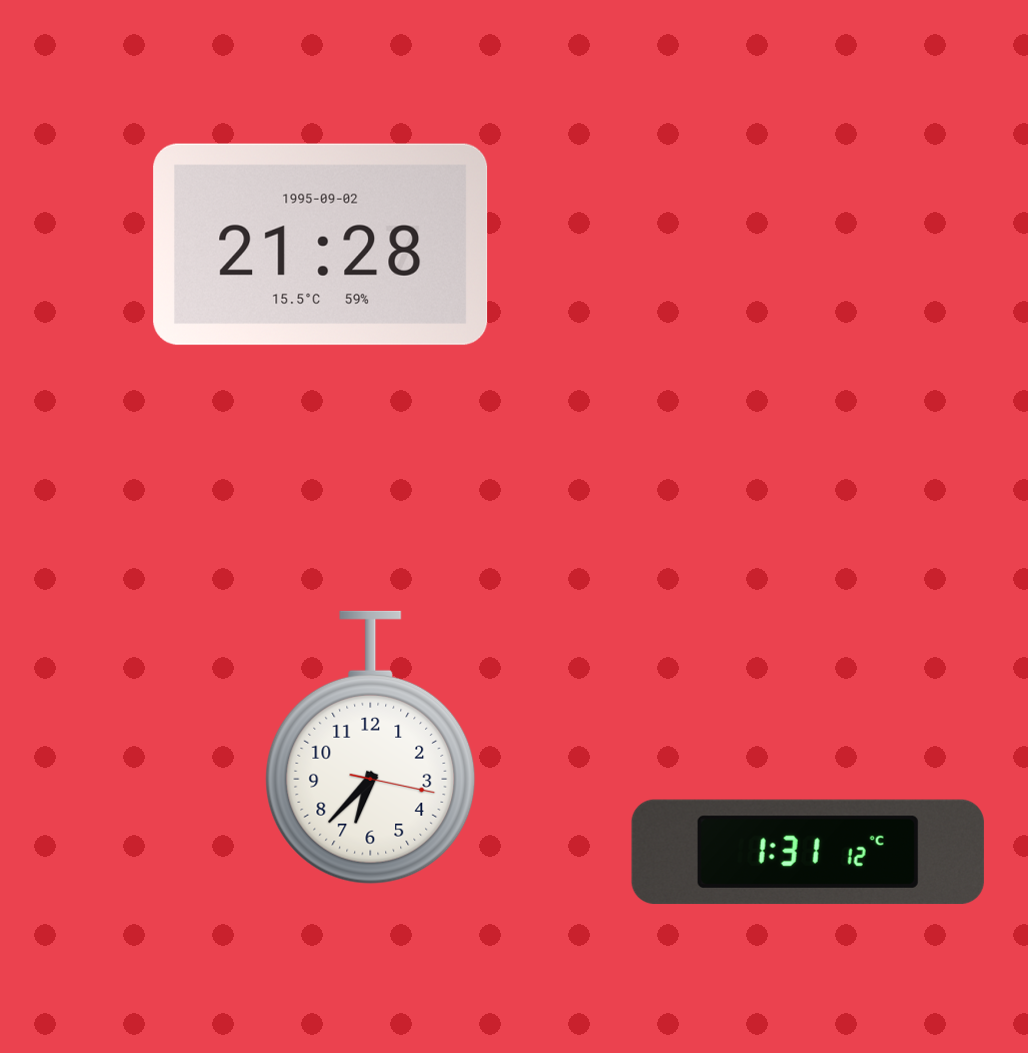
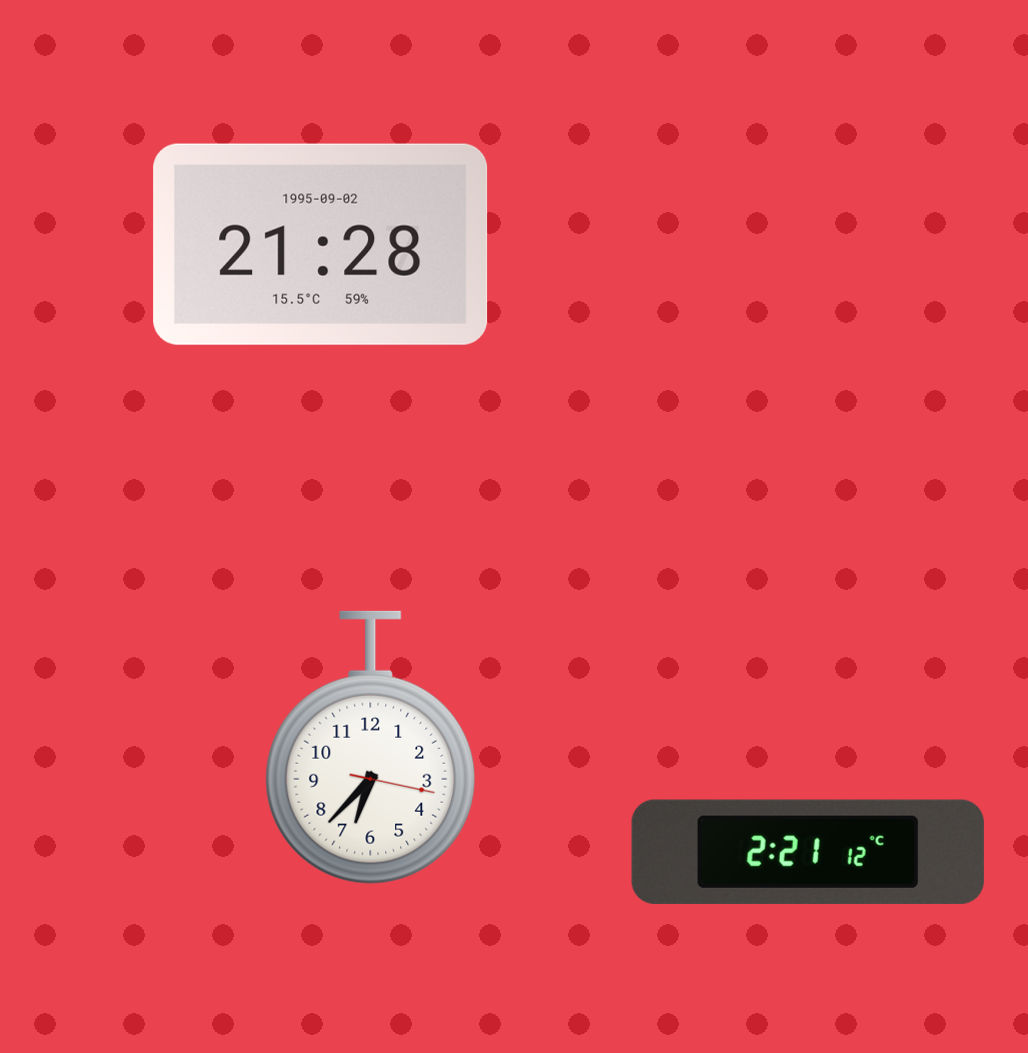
clock at (808, 852): 1:31 -> 2:21
